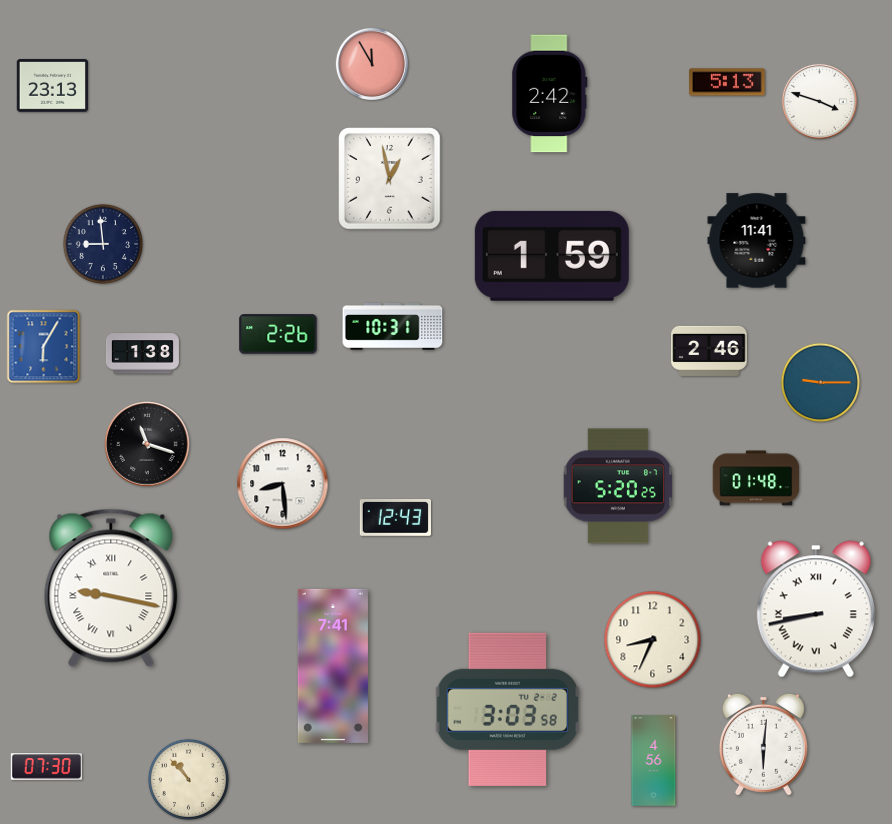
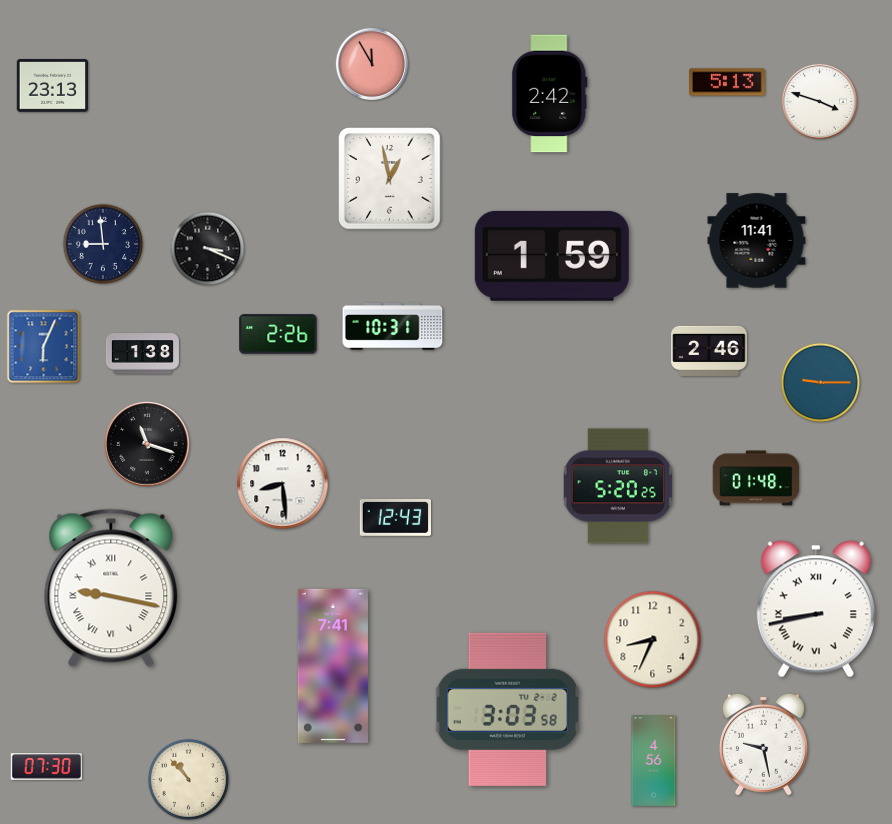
clock at (208, 249): none -> 3:19
clock at (44, 347): 6:05 -> 6:04
clock at (763, 744): 6:01 -> 9:28
